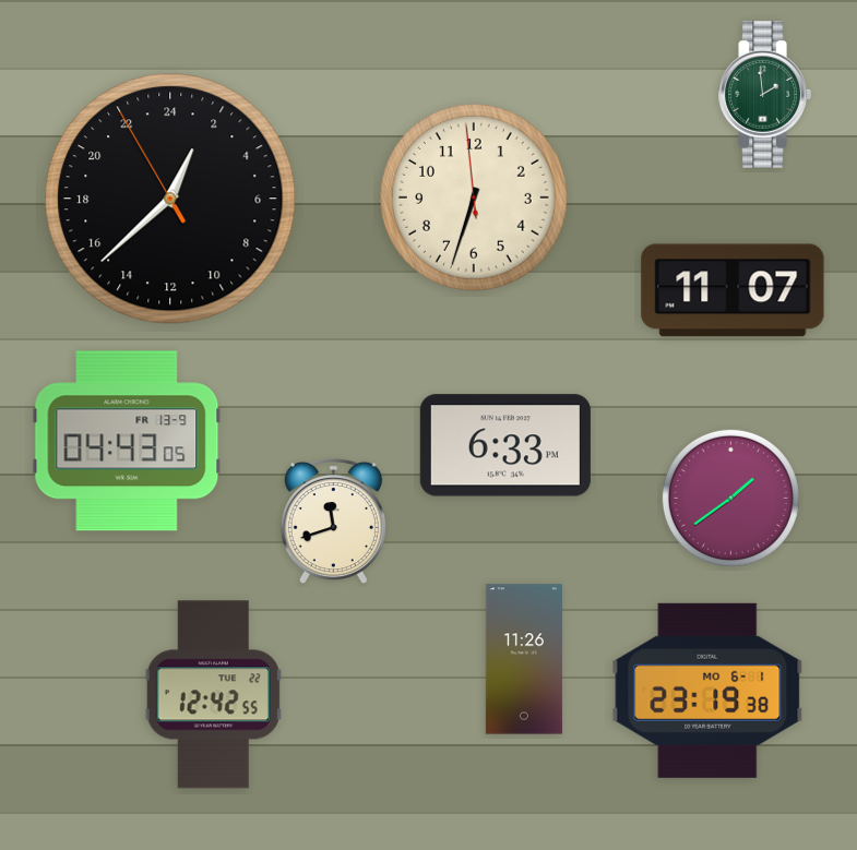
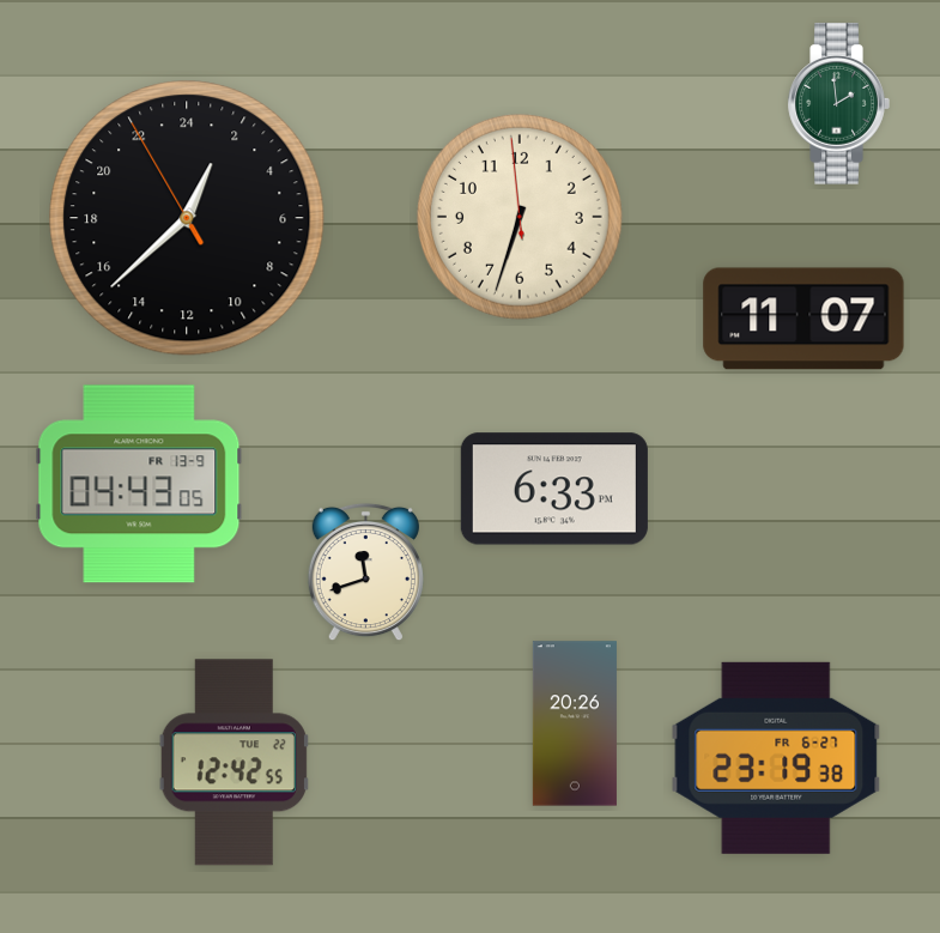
clock at (730, 498): 1:39 -> none
clock at (524, 659): 11:26 -> 20:26
clock at (707, 691) date: MO 6-1 -> FR 6-27
